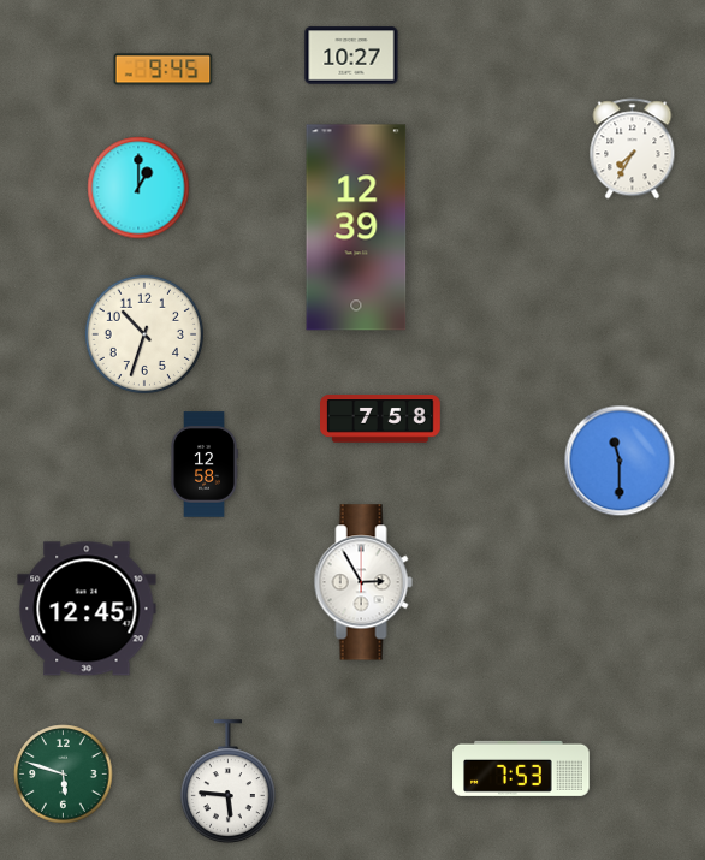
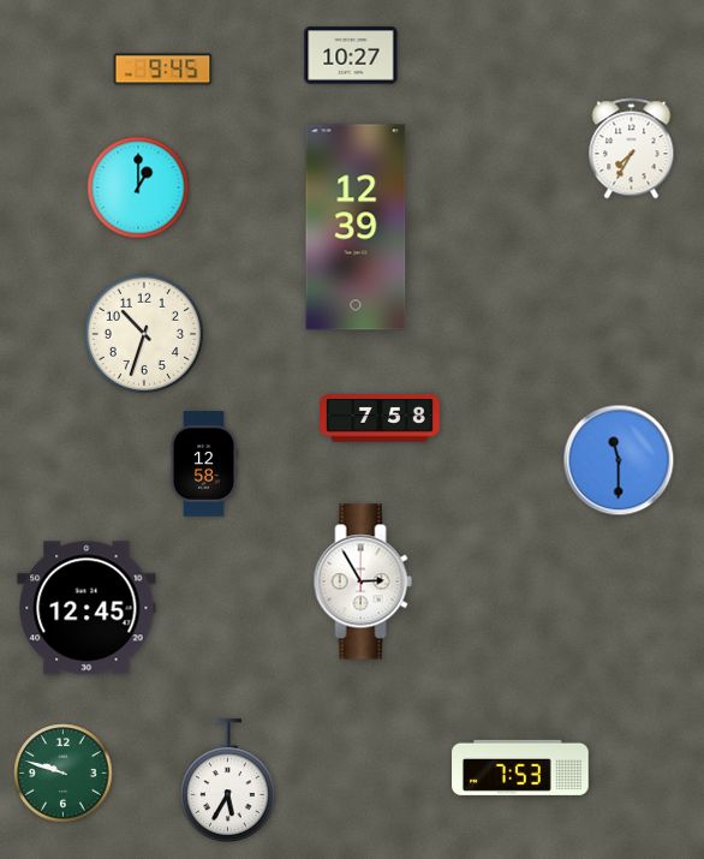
clock at (64, 775): 5:48 -> 9:48
clock at (227, 781): 5:46 -> 5:35
